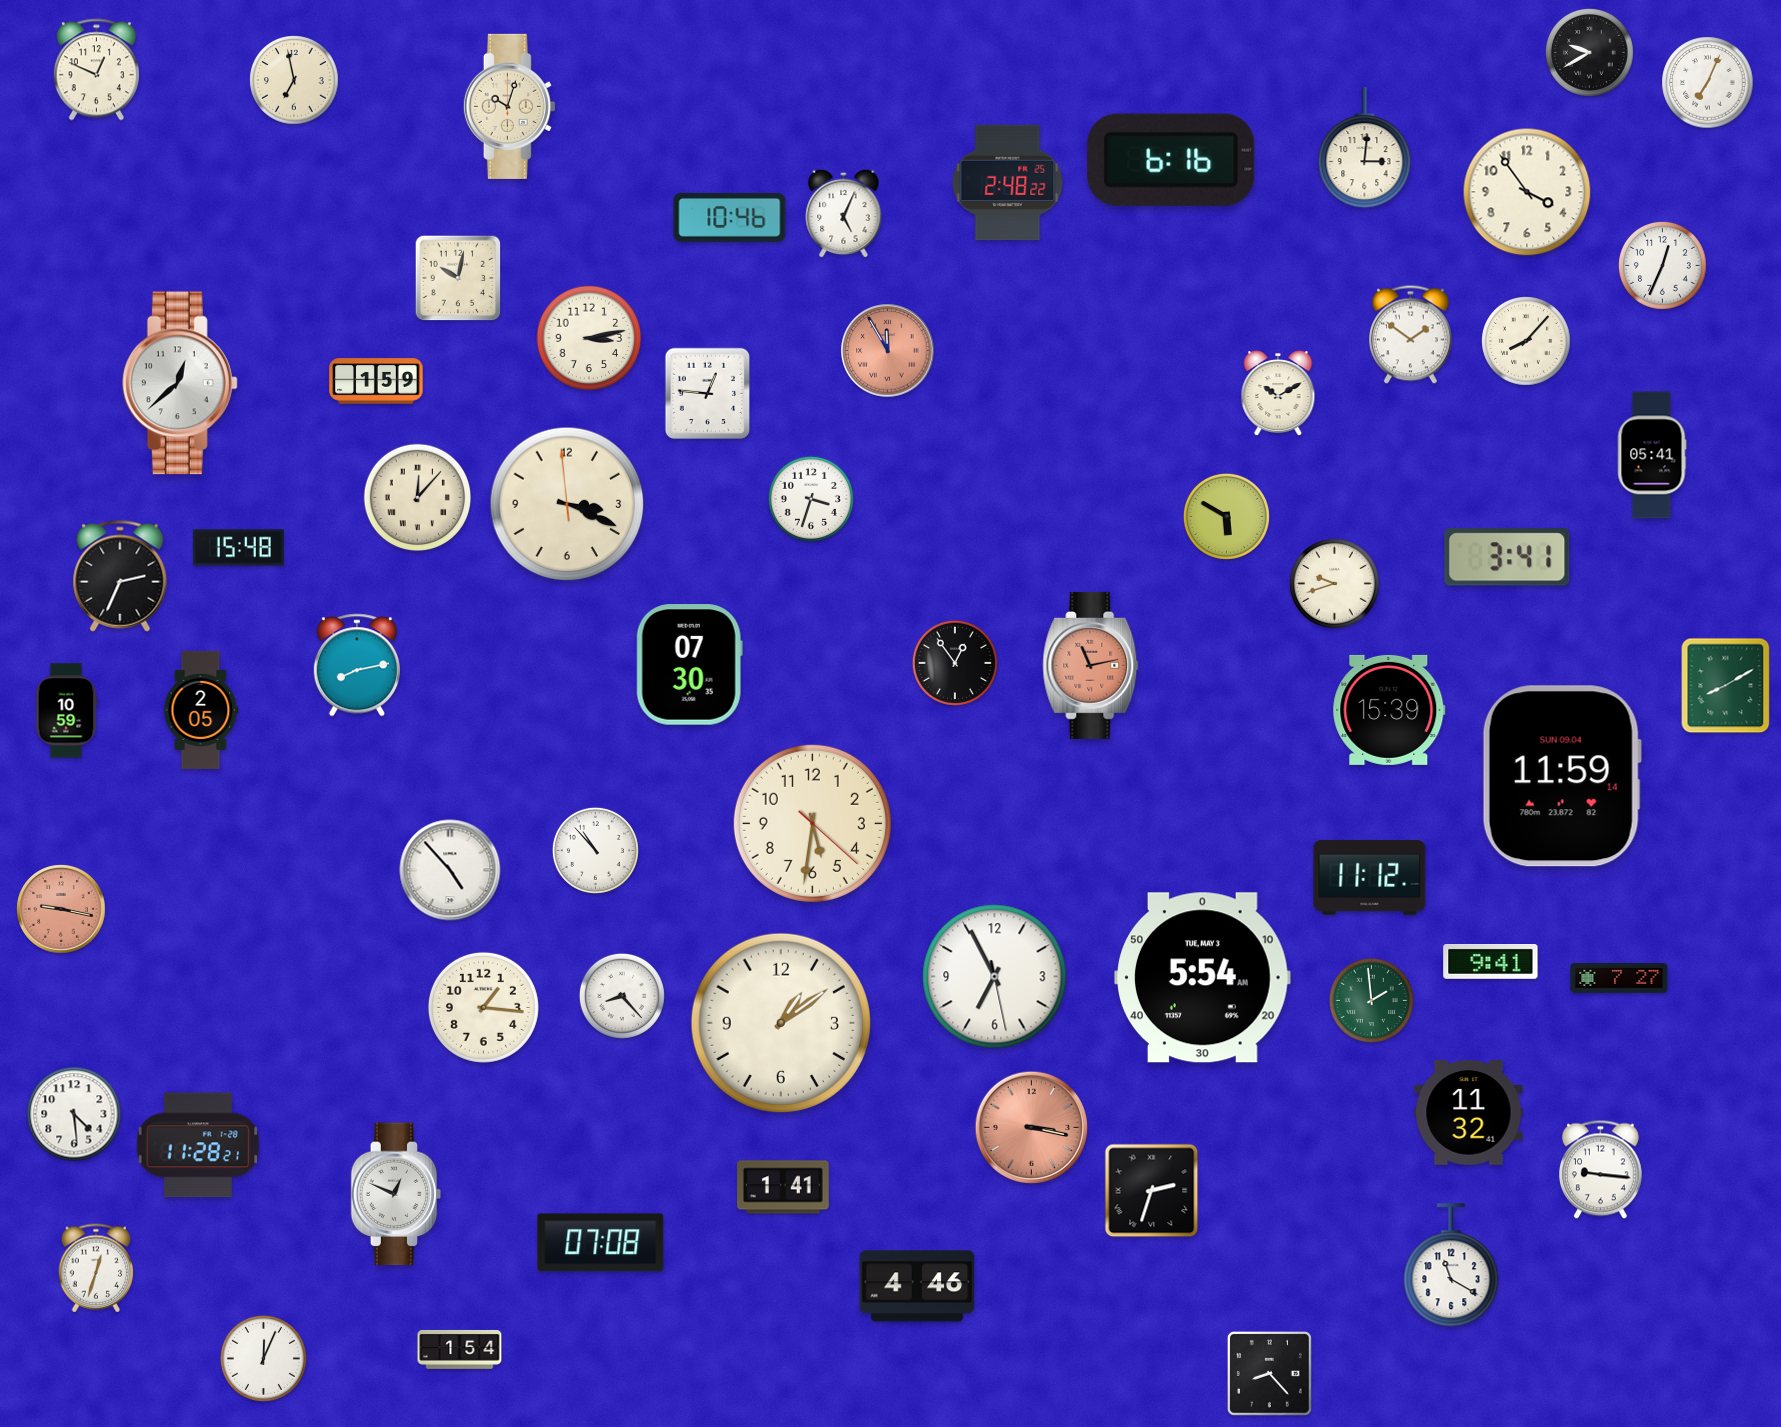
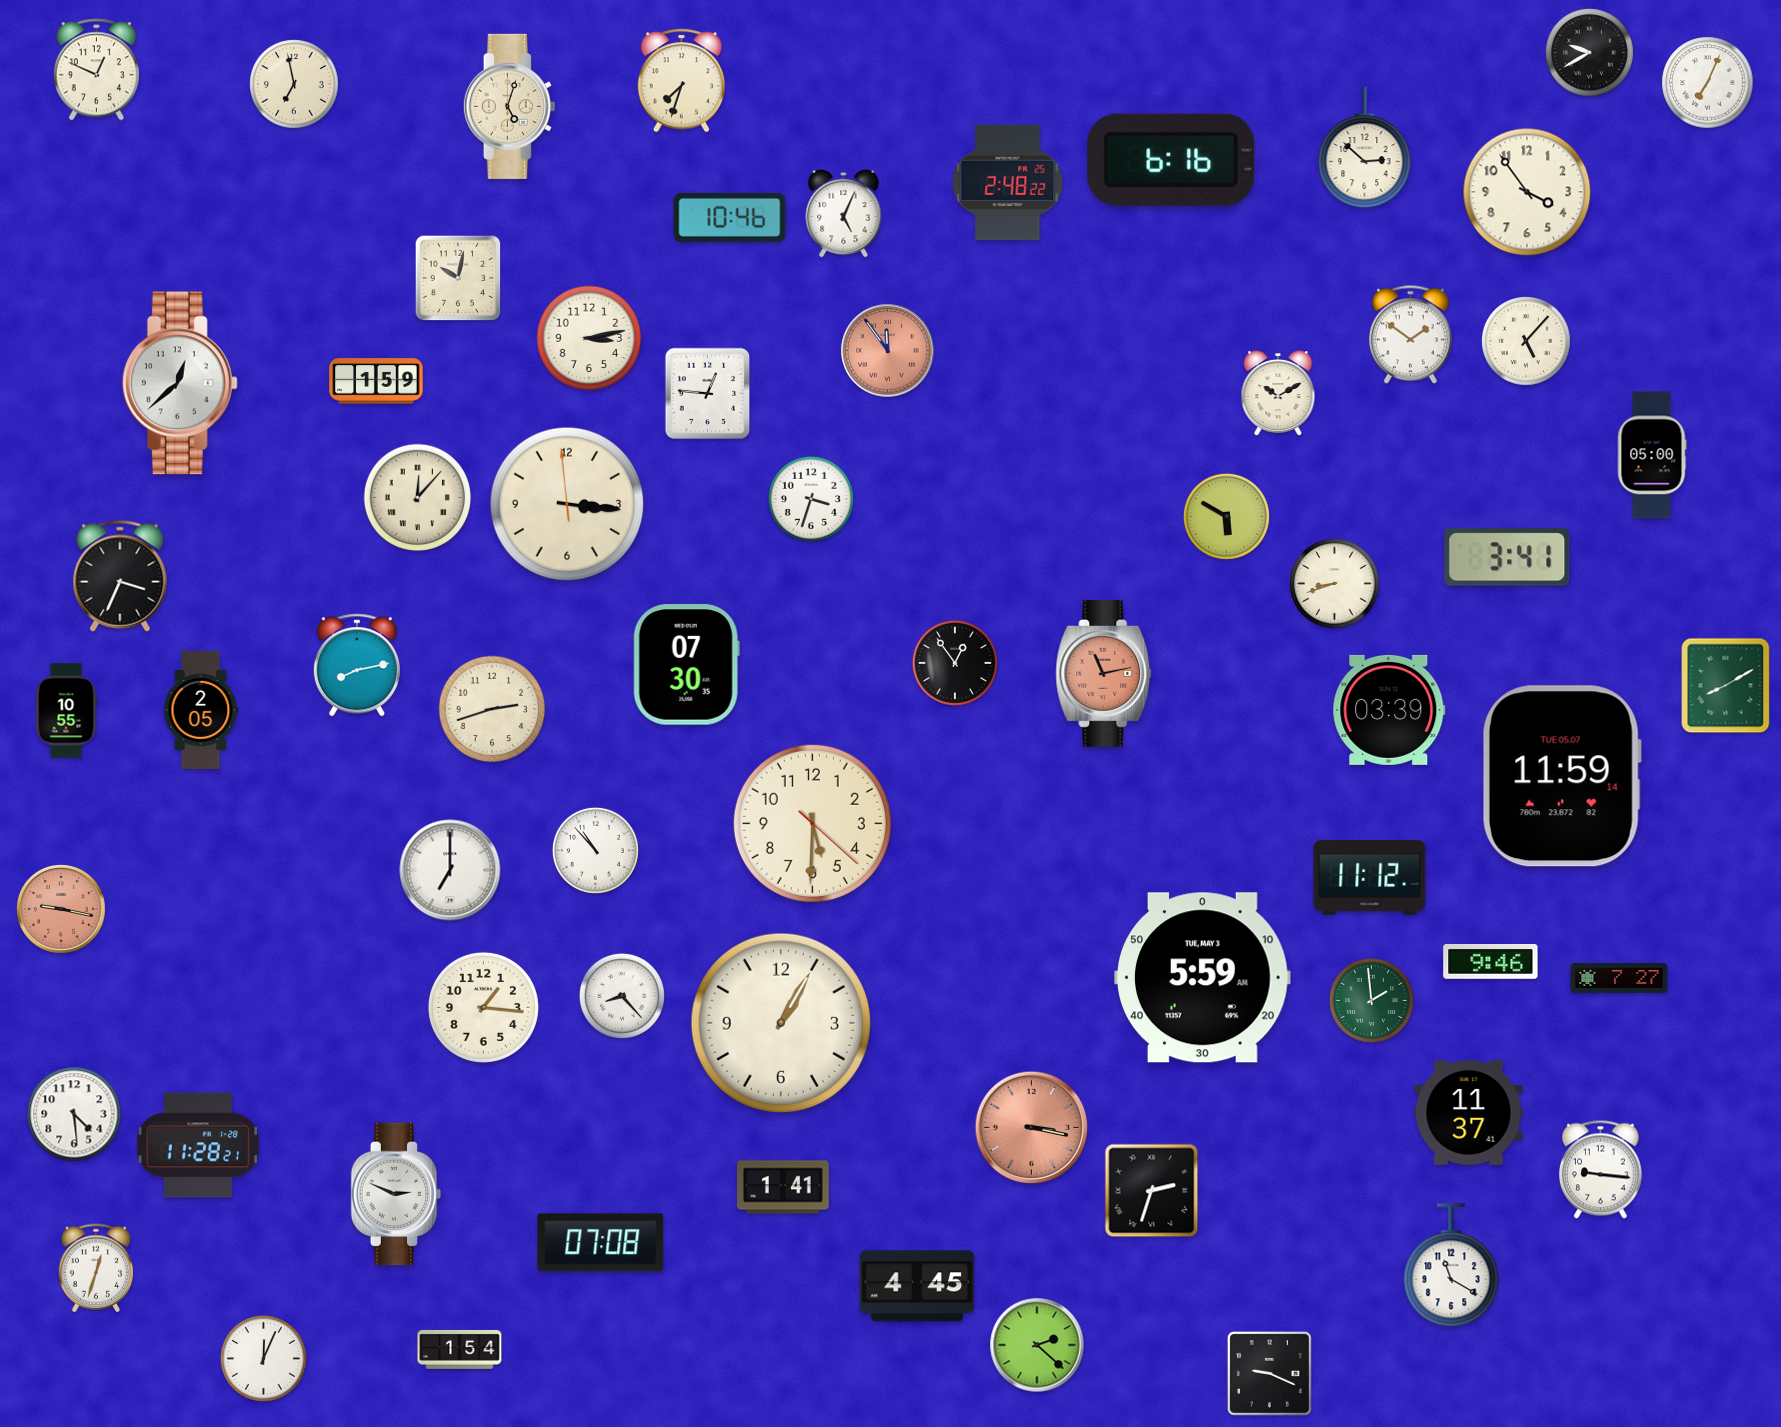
clock at (294, 80) position: (294, 80) -> (294, 84)
clock at (681, 81): none -> 7:33
clock at (509, 106): 10:03 -> 5:03
clock at (1365, 148): 3:01 -> 2:52
clock at (1663, 266): 12:34 -> none
clock at (1526, 341): 8:07 -> 5:07
clock at (888, 351): 11:55 -> 11:54
clock at (1652, 455): 05:41 -> 05:00
clock at (567, 504): 3:18 -> 3:15
clock at (238, 548): 15:48 -> none
clock at (120, 576): 2:34 -> 3:34
clock at (1335, 584): 9:42 -> 8:42
clock at (689, 665) position: (689, 665) -> (686, 665)
clock at (1091, 665) position: (1091, 665) -> (1104, 673)
clock at (492, 709): none -> 2:42
clock at (1389, 710): 15:39 -> 03:39
clock at (66, 711): 10:59 -> 10:55
clock at (1562, 776) date: SUN 09.04 -> TUE 05.07
clock at (812, 823): 5:31 -> 5:30
clock at (450, 870): 4:53 -> 7:00
clock at (1491, 962): 9:41 -> 9:46
clock at (995, 977): 6:55 -> none
clock at (1203, 978): 5:54 -> 5:59
clock at (781, 1023): 1:09 -> 1:05
clock at (1469, 1113): 11:32 -> 11:37
clock at (396, 1194): 12:49 -> 2:49
clock at (917, 1286): 4:46 -> 4:45
clock at (1037, 1345): none -> 2:22
clock at (1269, 1373): 8:23 -> 9:19
